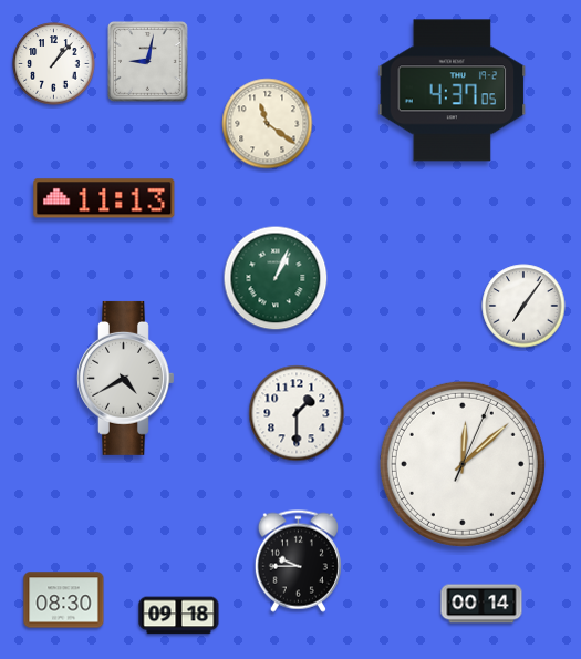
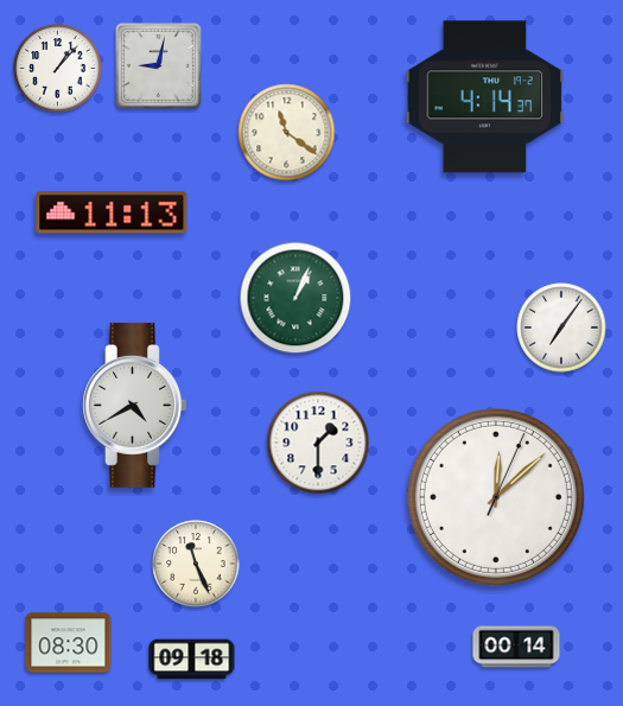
clock at (453, 91): 4:37 -> 4:14
clock at (196, 564): none -> 11:26
clock at (298, 560): 9:45 -> none
